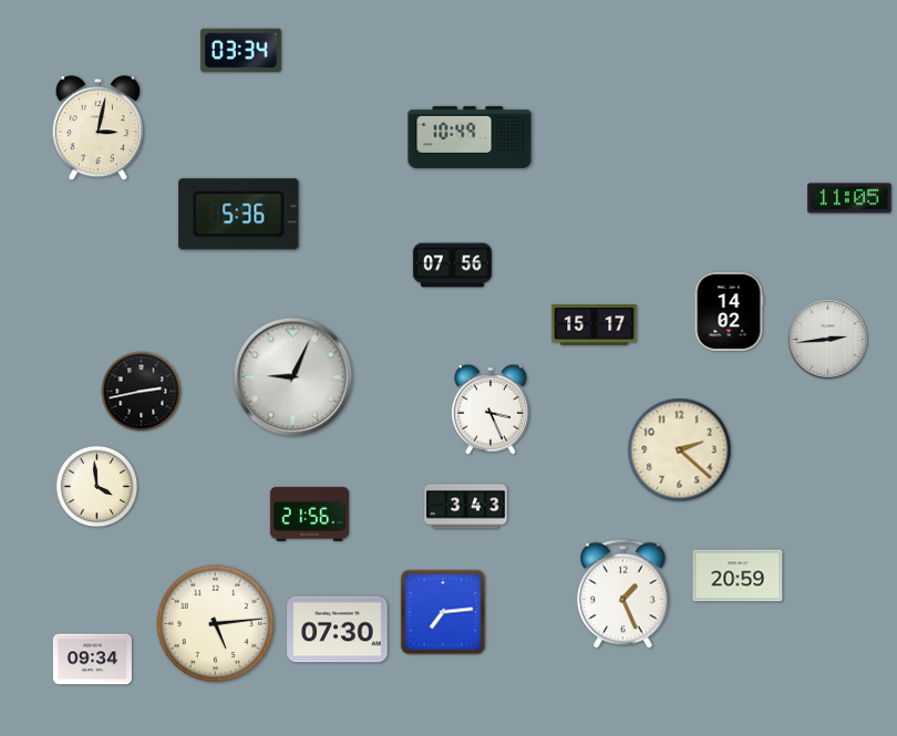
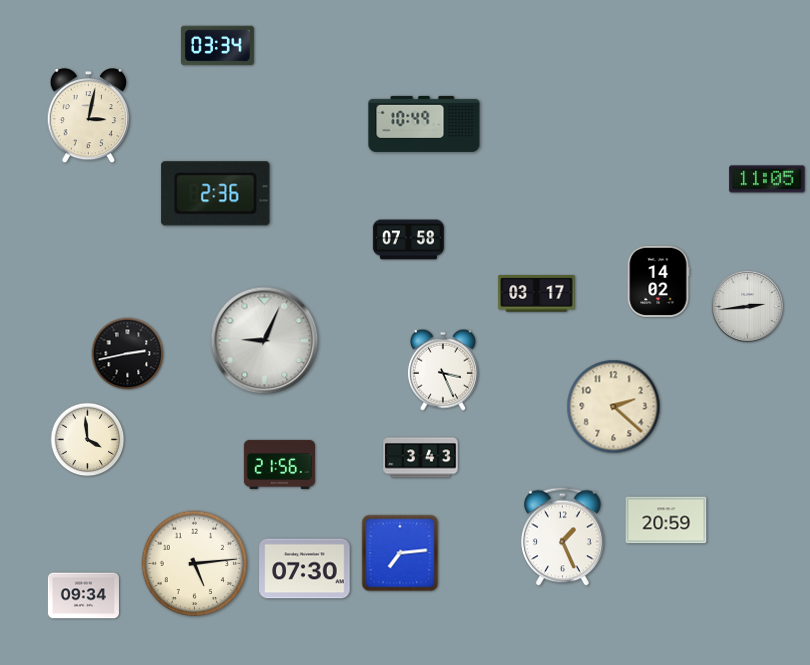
clock at (239, 215): 5:36 -> 2:36
clock at (452, 266): 07:56 -> 07:58
clock at (595, 325): 15:17 -> 03:17
